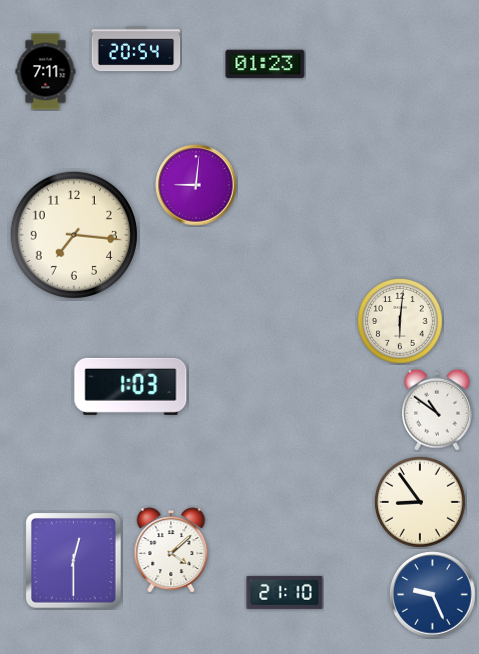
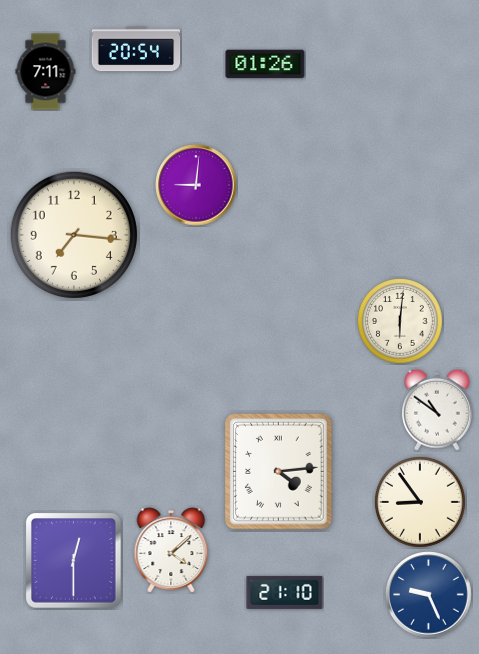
clock at (265, 64): 01:23 -> 01:26
clock at (131, 386): 1:03 -> none
clock at (279, 472): none -> 4:14
clock at (433, 595) position: (433, 595) -> (429, 595)
